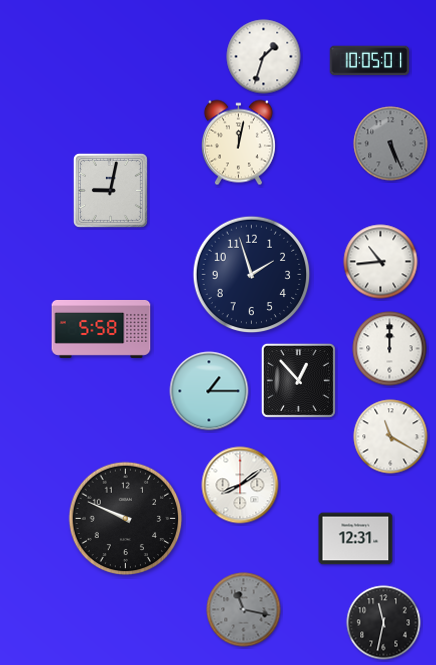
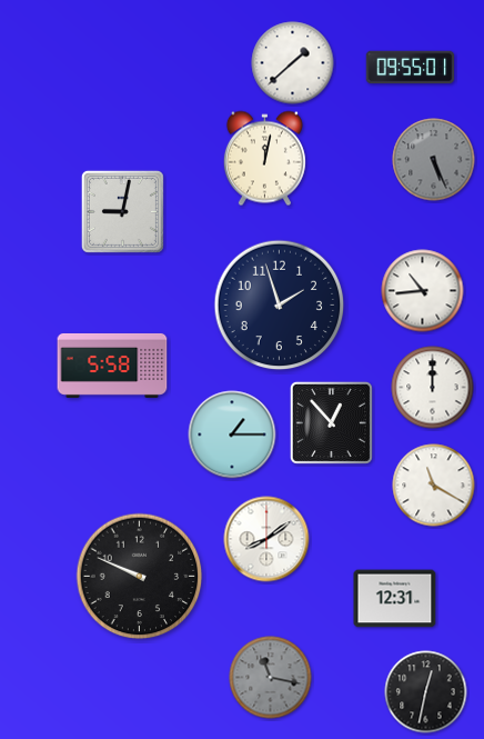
clock at (264, 57): 1:33 -> 1:38
clock at (370, 61): 10:05 -> 09:55
clock at (384, 623): 11:32 -> 12:32
